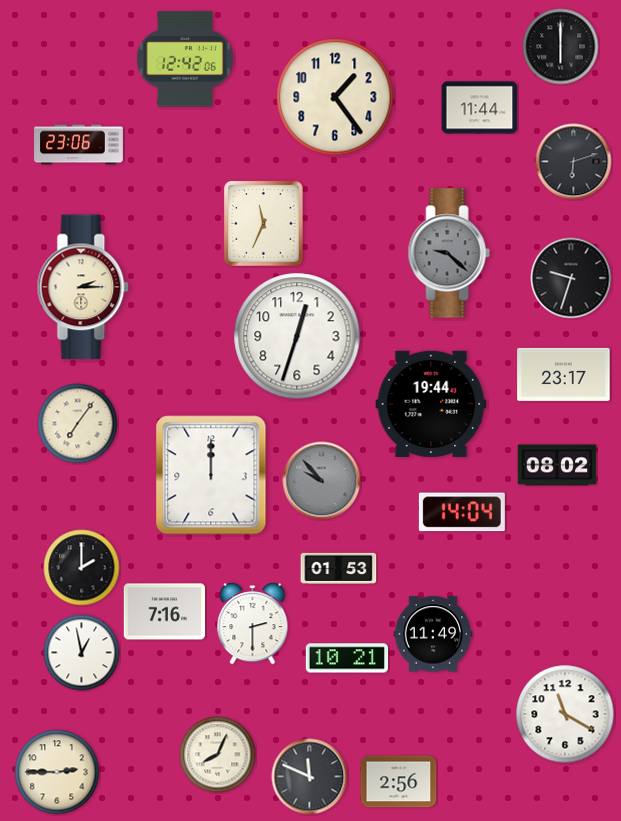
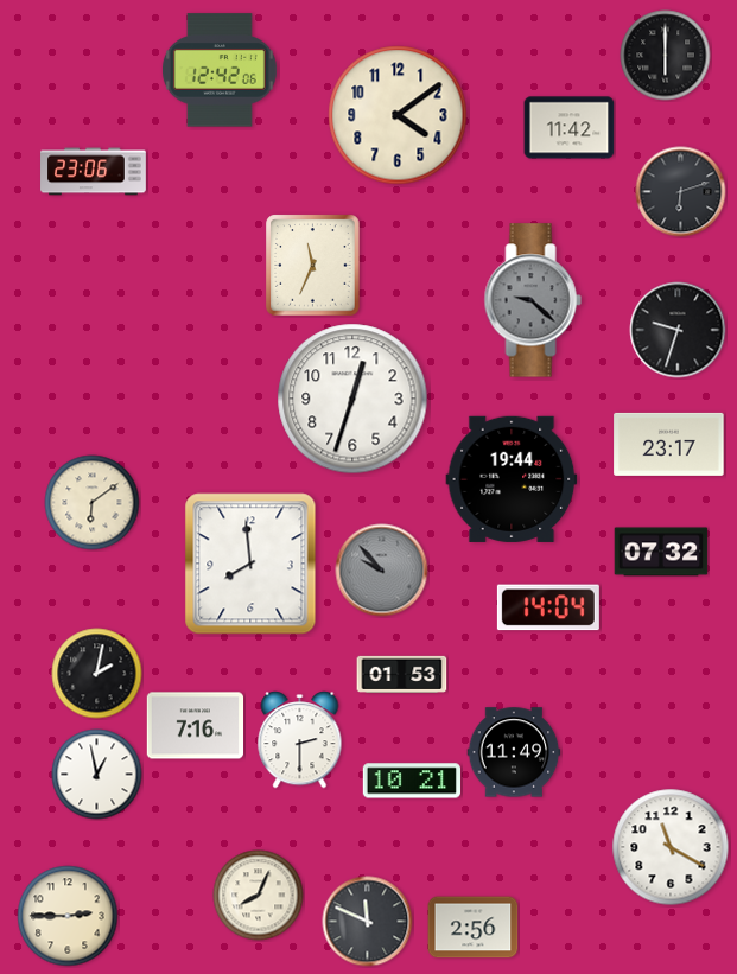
clock at (335, 97): 1:24 -> 4:09
clock at (480, 108): 11:44 -> 11:42
clock at (83, 287): 2:15 -> none
clock at (78, 424): 7:06 -> 6:09
clock at (557, 465): 08:02 -> 07:32
clock at (211, 475): 12:00 -> 7:59
clock at (82, 568): 2:00 -> 2:02
